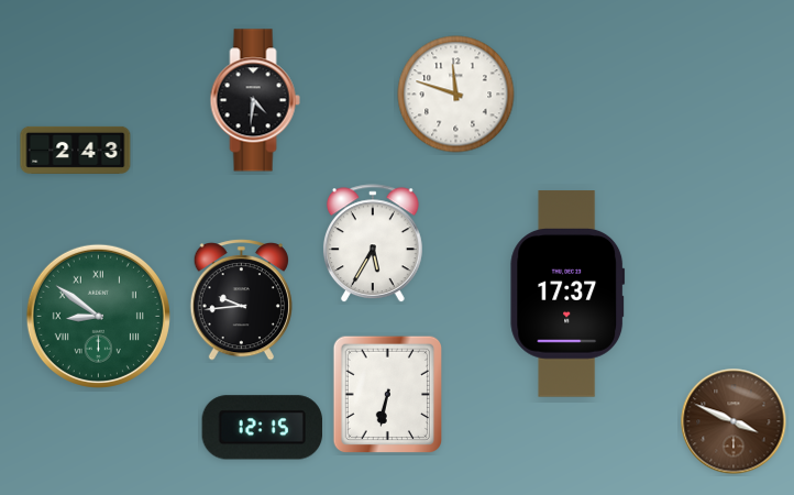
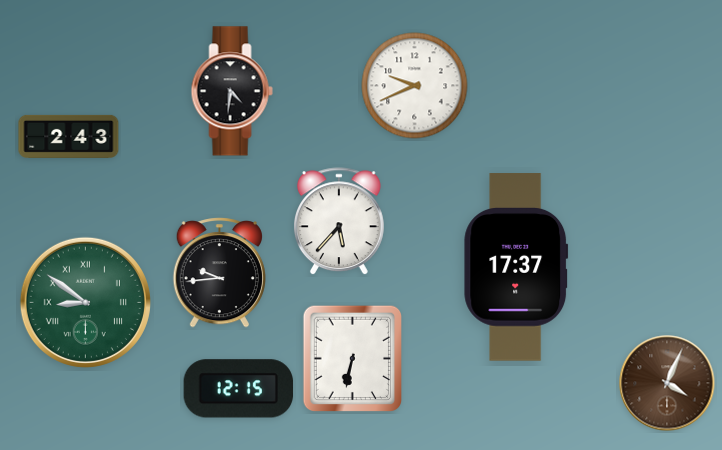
clock at (456, 95): 11:48 -> 9:41
clock at (373, 244): 5:35 -> 5:37
clock at (98, 316) position: (98, 316) -> (85, 302)
clock at (734, 421): 3:49 -> 4:04
